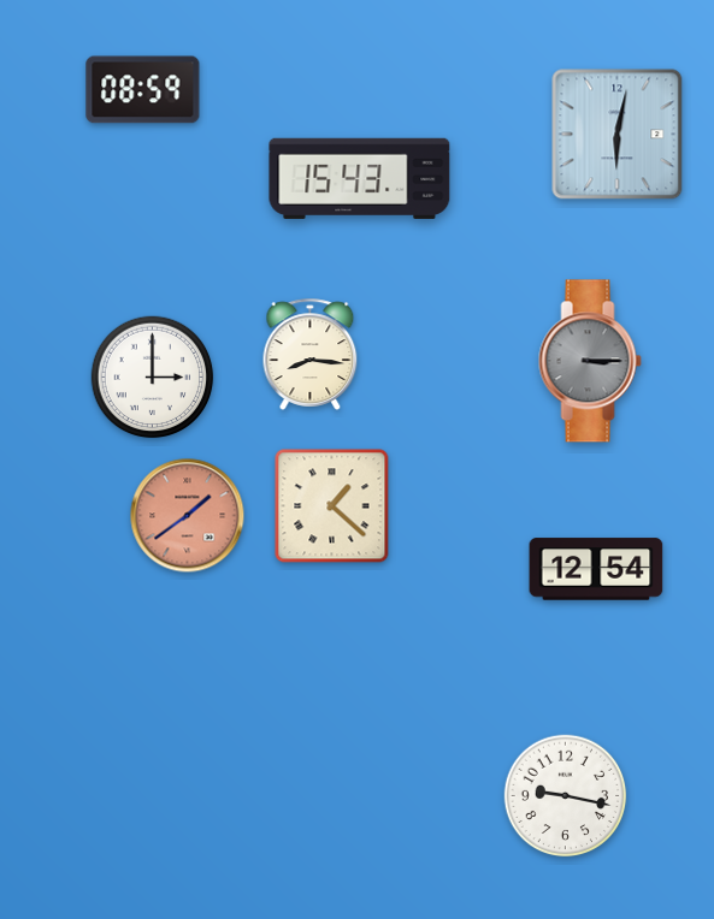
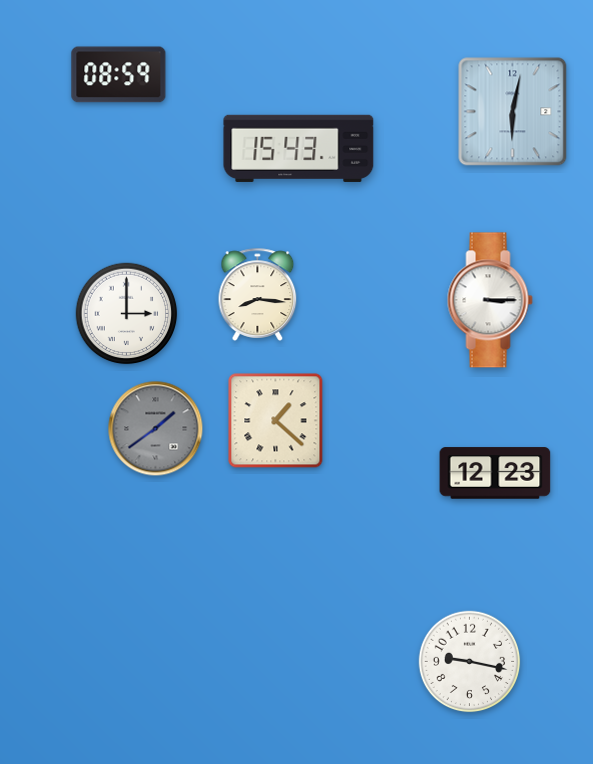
clock at (590, 361) dial: grey -> white
clock at (188, 516) dial: salmon -> grey
clock at (596, 569): 12:54 -> 12:23
